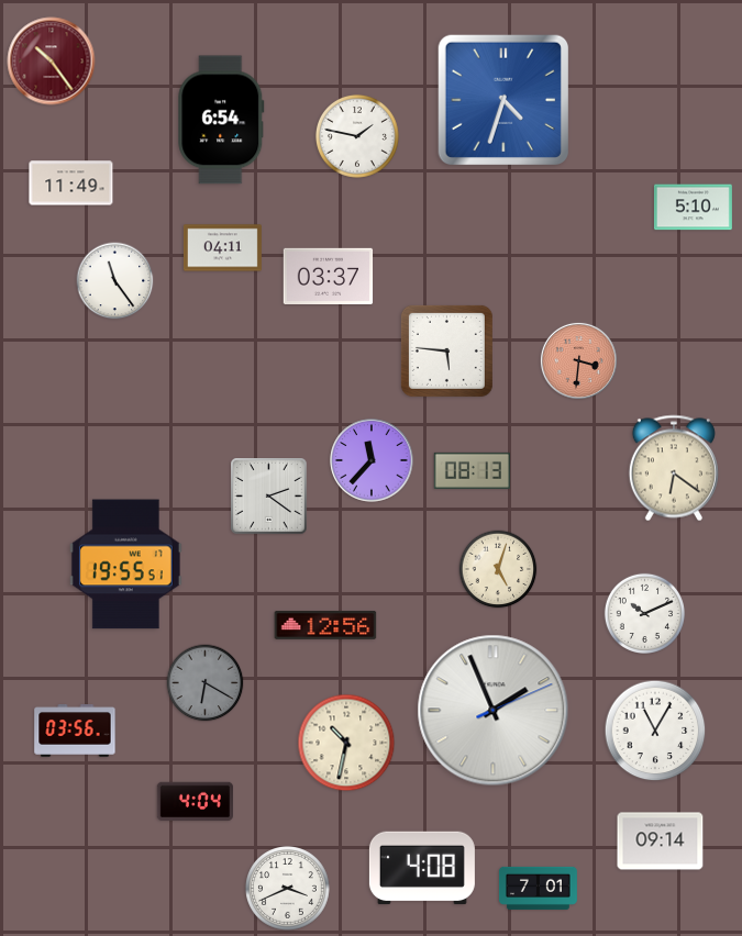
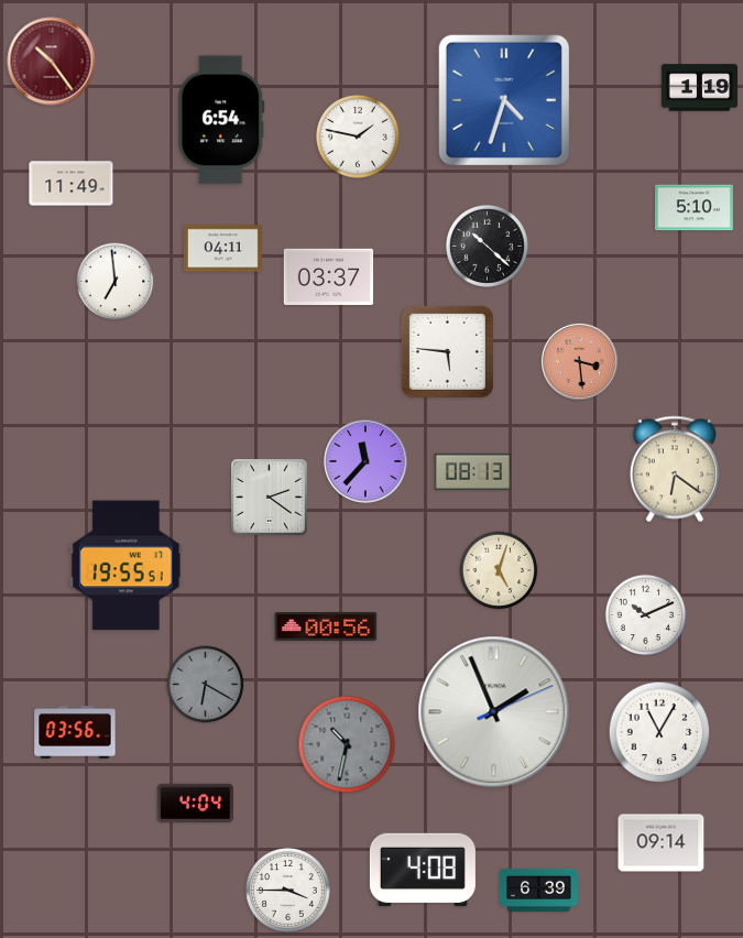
clock at (699, 88): none -> 1:19
clock at (487, 246): none -> 10:22
clock at (115, 281): 11:24 -> 6:59
clock at (578, 360): 3:31 -> 3:29
clock at (372, 460) position: (372, 460) -> (365, 461)
clock at (325, 625): 12:56 -> 00:56
clock at (655, 731) position: (655, 731) -> (659, 732)
clock at (346, 743) dial: cream -> grey
clock at (539, 888): 7:01 -> 6:39
clock at (288, 889): 3:41 -> 3:45
